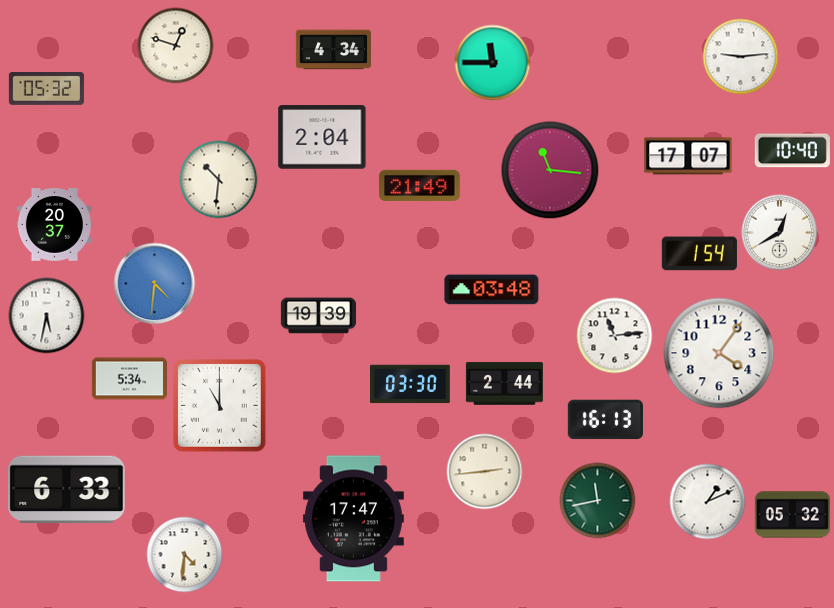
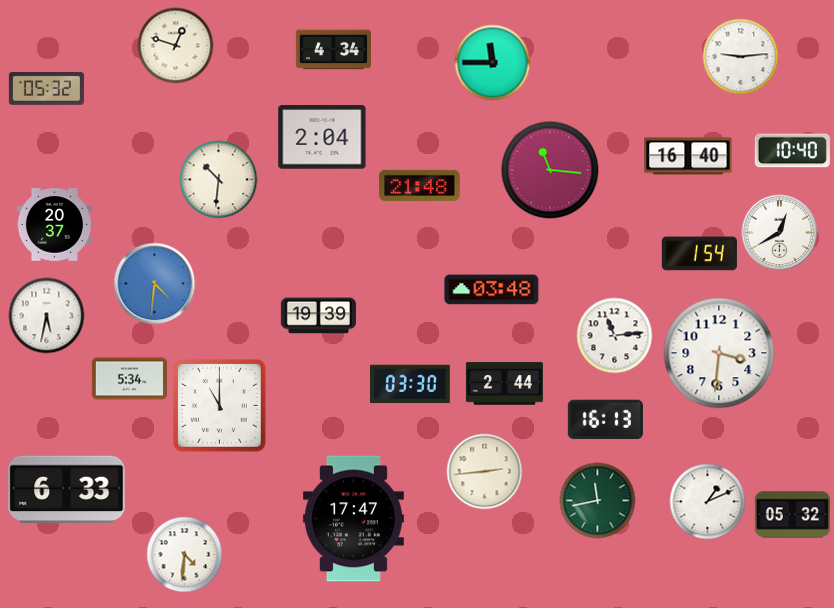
clock at (688, 156): 17:07 -> 16:40
clock at (420, 185): 21:49 -> 21:48
clock at (719, 353): 4:06 -> 3:31
